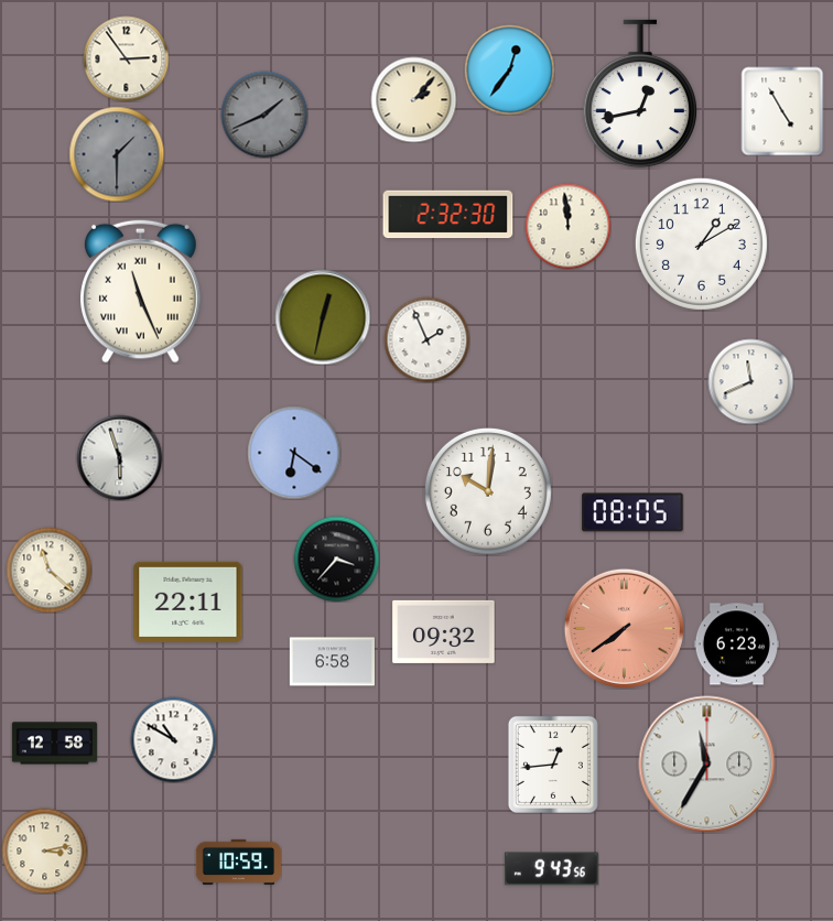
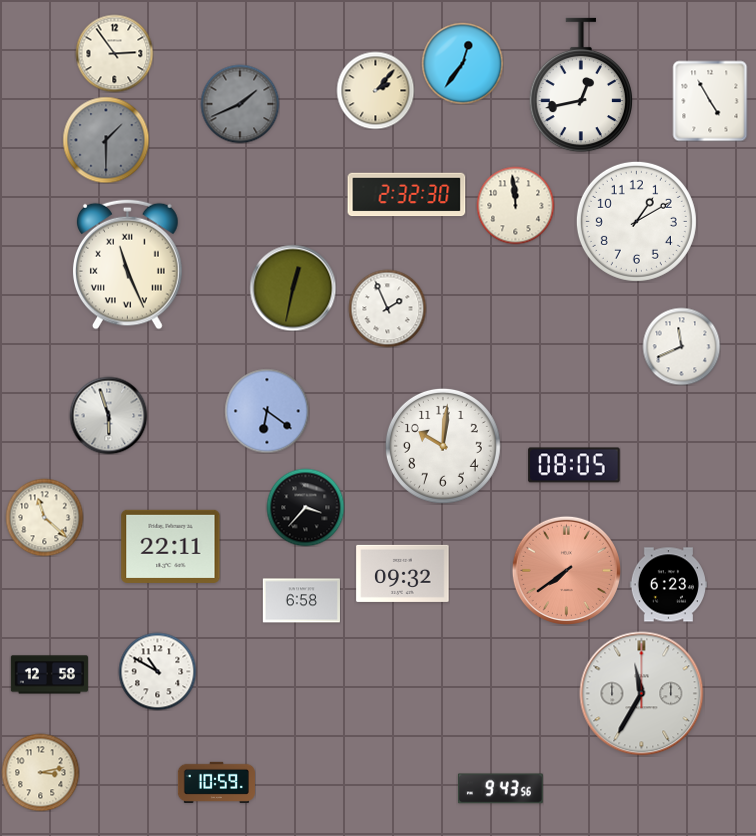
clock at (553, 765): 12:44 -> none
